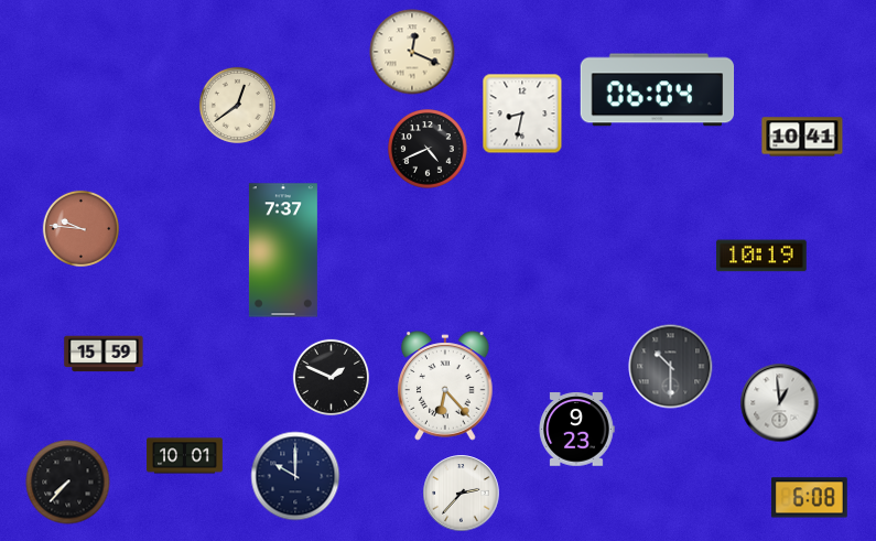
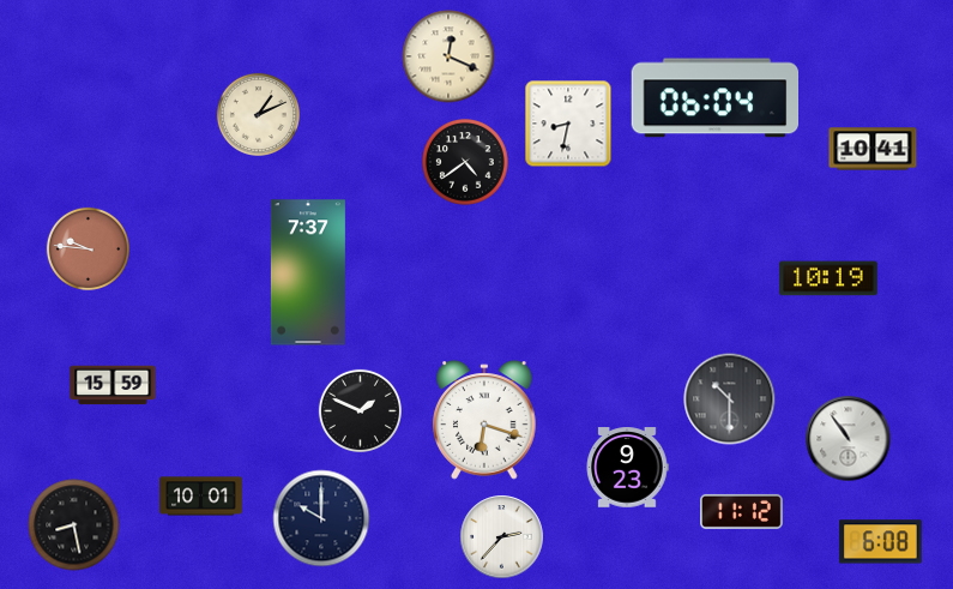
clock at (237, 105): 12:39 -> 1:11
clock at (429, 150): 4:41 -> 4:39
clock at (445, 386): 6:23 -> 6:18
clock at (780, 403): 12:59 -> 10:54
clock at (742, 511): none -> 11:12
clock at (68, 483): 7:37 -> 8:28
